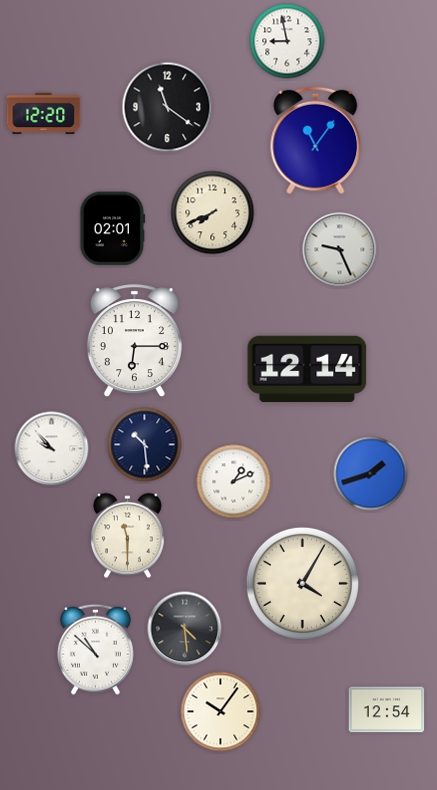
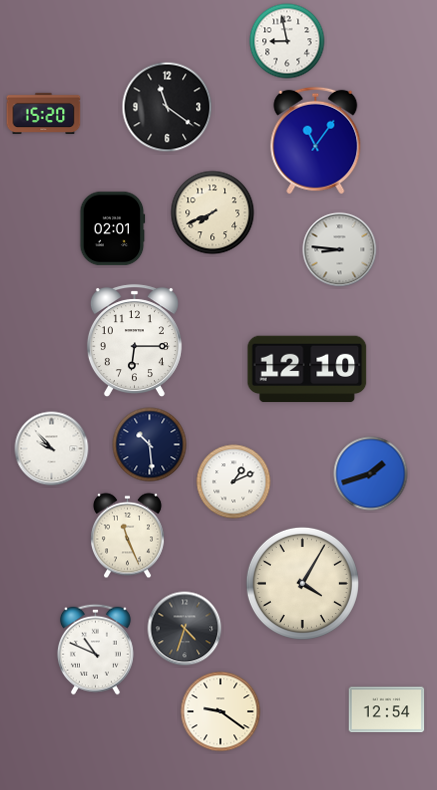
clock at (44, 113): 12:20 -> 15:20
clock at (340, 250): 9:26 -> 8:46
clock at (307, 369): 12:14 -> 12:10
clock at (145, 445) position: (145, 445) -> (150, 445)
clock at (127, 536): 11:30 -> 11:26
clock at (185, 629): 4:29 -> 4:33
clock at (95, 649): 10:52 -> 10:49
clock at (221, 712): 10:06 -> 9:21
